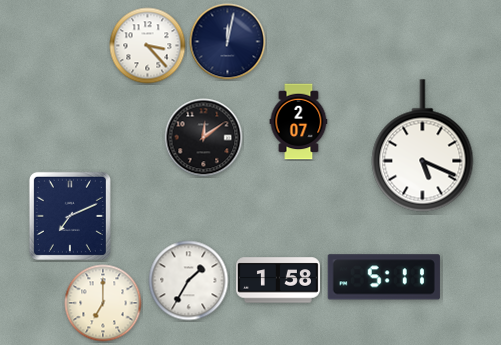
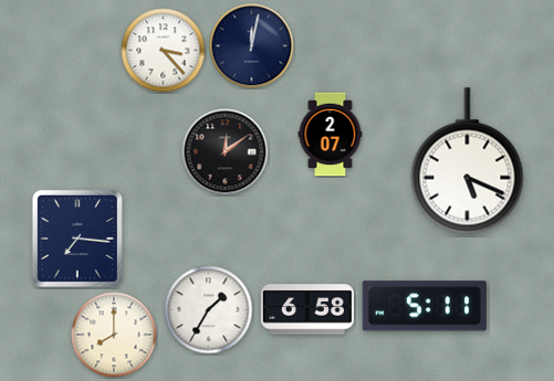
clock at (70, 216): 7:11 -> 7:16
clock at (278, 280): 1:58 -> 6:58
clock at (103, 303): 7:00 -> 8:00
